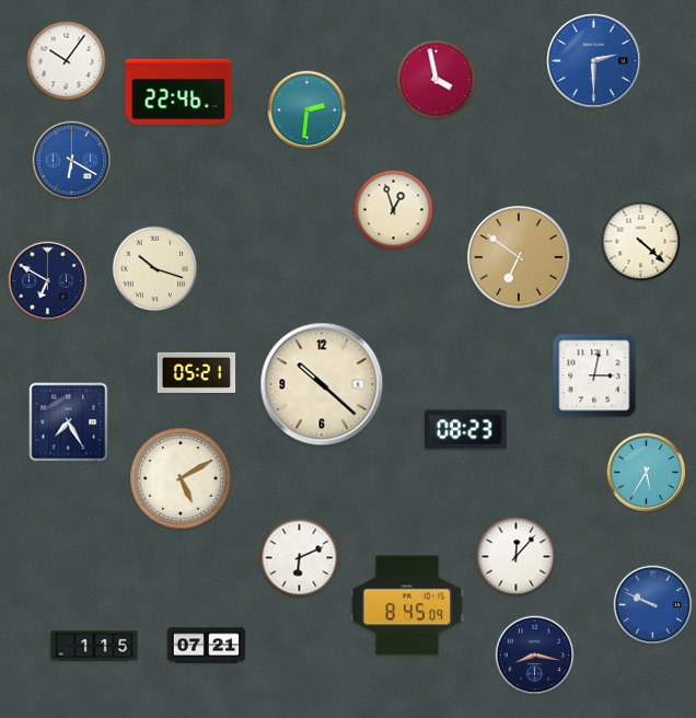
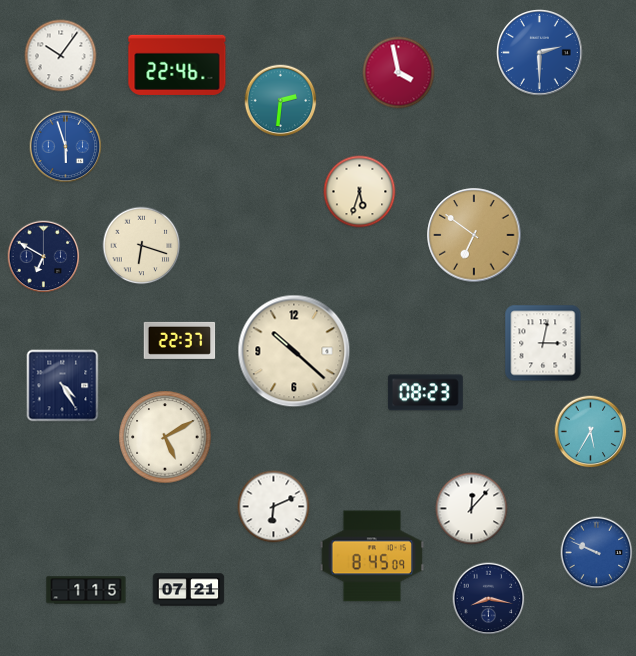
clock at (594, 61) position: (594, 61) -> (540, 53)
clock at (178, 92) position: (178, 92) -> (177, 65)
clock at (72, 161): 6:20 -> 5:57
clock at (394, 210): 12:57 -> 5:33
clock at (641, 242): 4:22 -> none
clock at (155, 269): 10:18 -> 6:18
clock at (197, 372): 05:21 -> 22:37
clock at (69, 422): 7:25 -> 4:25
clock at (300, 558) position: (300, 558) -> (274, 507)
clock at (407, 605) position: (407, 605) -> (372, 556)
